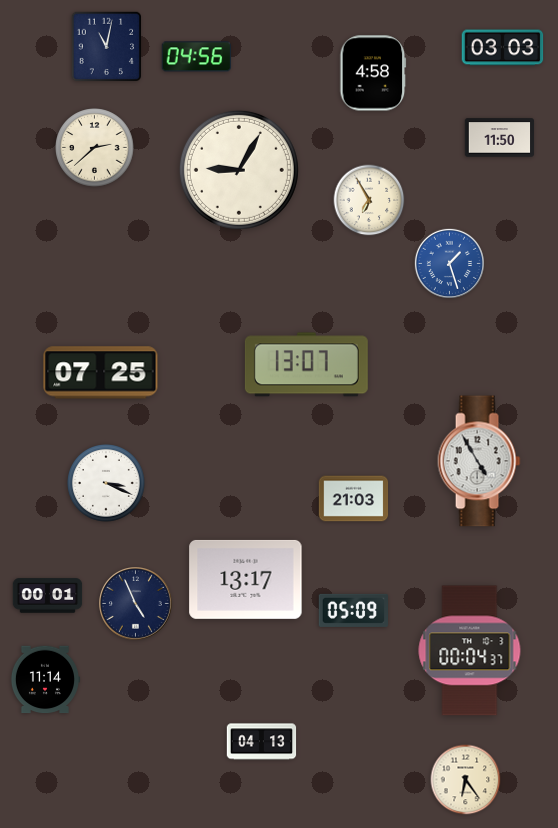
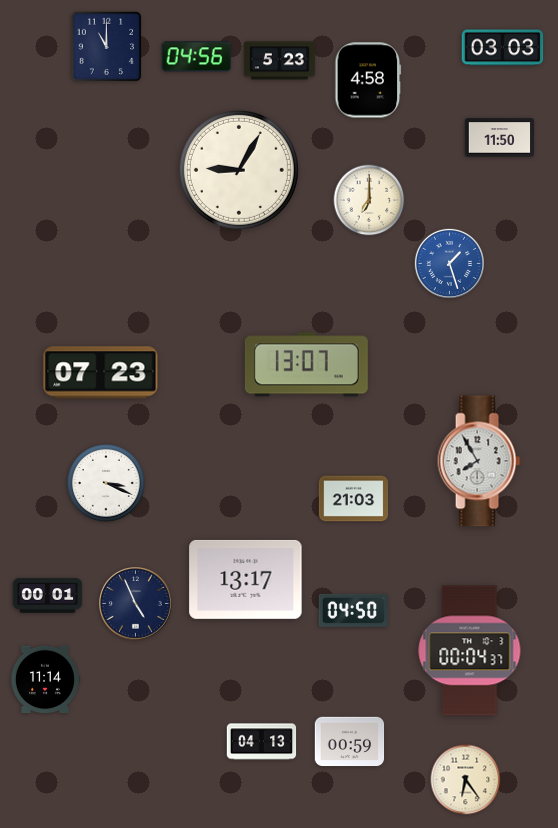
clock at (107, 47): 11:02 -> 11:00
clock at (279, 61): none -> 5:23
clock at (373, 73) position: (373, 73) -> (368, 80)
clock at (95, 148): 2:38 -> none
clock at (369, 200): 6:55 -> 7:00
clock at (101, 373): 07:25 -> 07:23
clock at (479, 461): 4:55 -> 7:55
clock at (354, 610): 05:09 -> 04:50
clock at (350, 742): none -> 00:59
